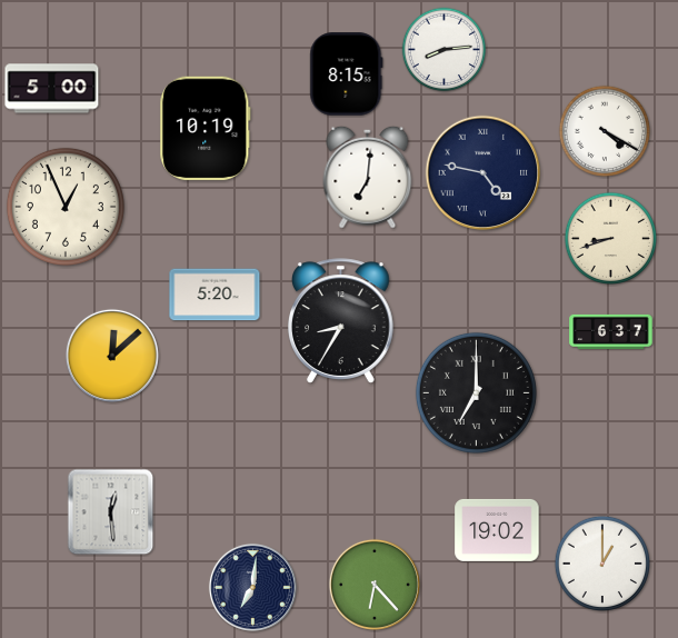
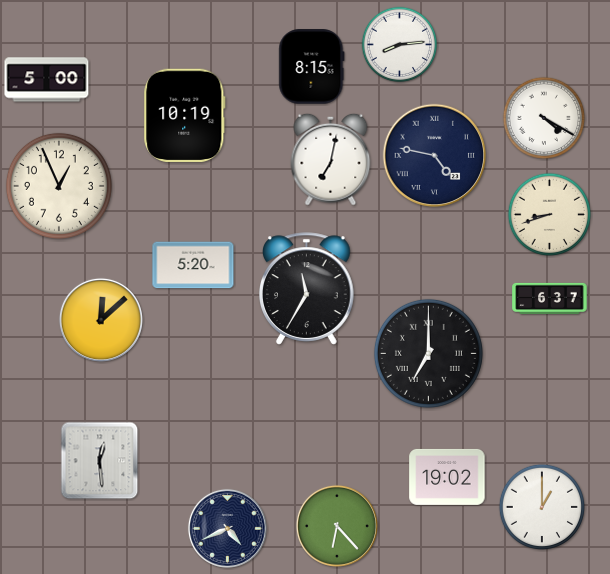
clock at (368, 177): 7:01 -> 7:02
clock at (341, 321): 8:35 -> 11:35
clock at (252, 587): 7:01 -> 4:41
